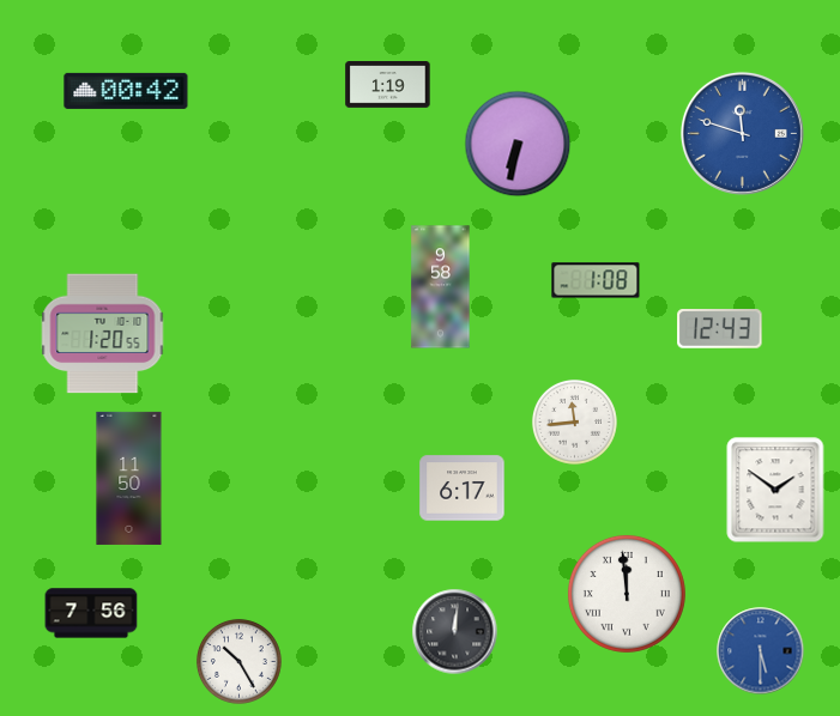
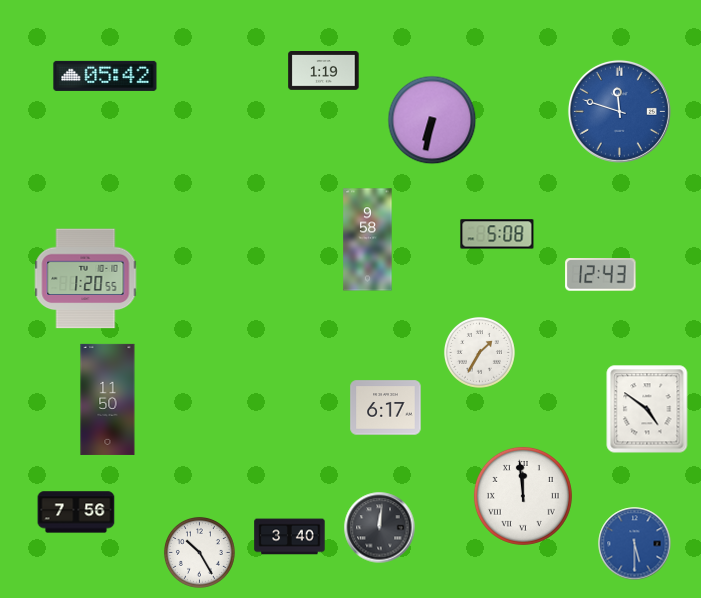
clock at (126, 91): 00:42 -> 05:42
clock at (596, 280): 1:08 -> 5:08
clock at (574, 421): 11:44 -> 1:35
clock at (775, 490): 1:51 -> 4:51
clock at (290, 537): none -> 3:40
